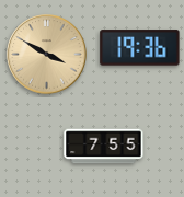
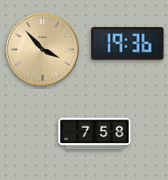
clock at (47, 55): 3:50 -> 3:53
clock at (104, 147): 7:55 -> 7:58
